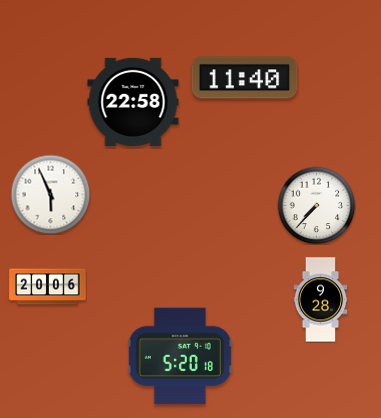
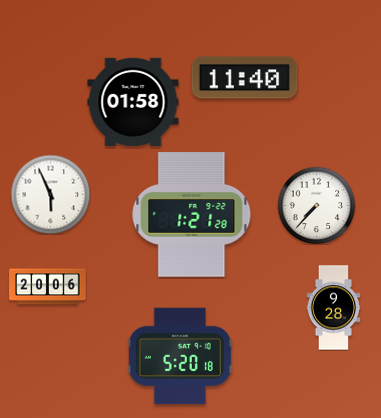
clock at (133, 102): 22:58 -> 01:58
clock at (192, 215): none -> 1:21
clock at (321, 300) position: (321, 300) -> (334, 308)
